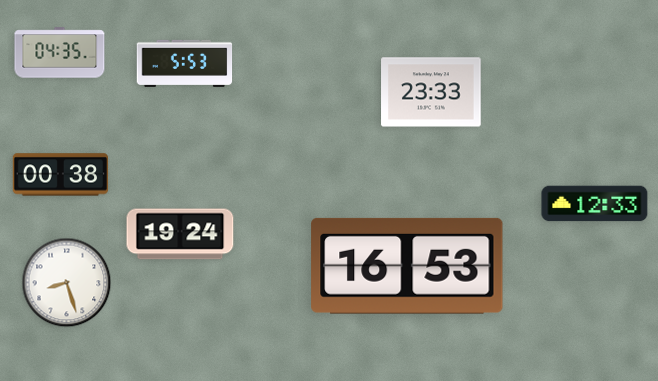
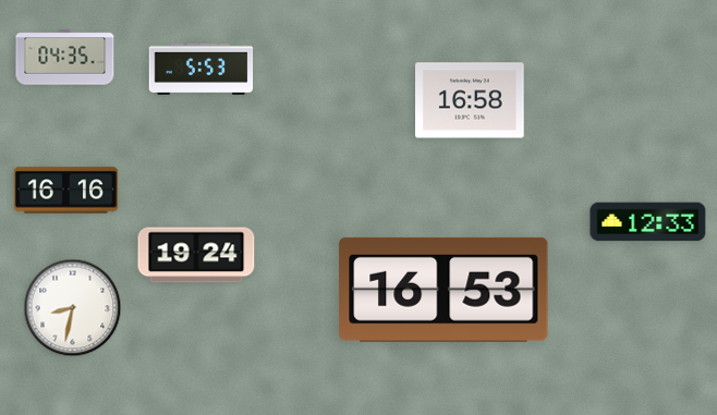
clock at (431, 92): 23:33 -> 16:58
clock at (61, 175): 00:38 -> 16:16
clock at (67, 283): 8:27 -> 8:32
